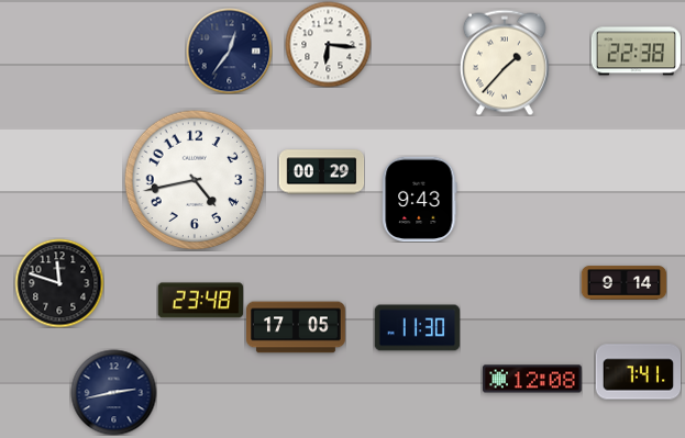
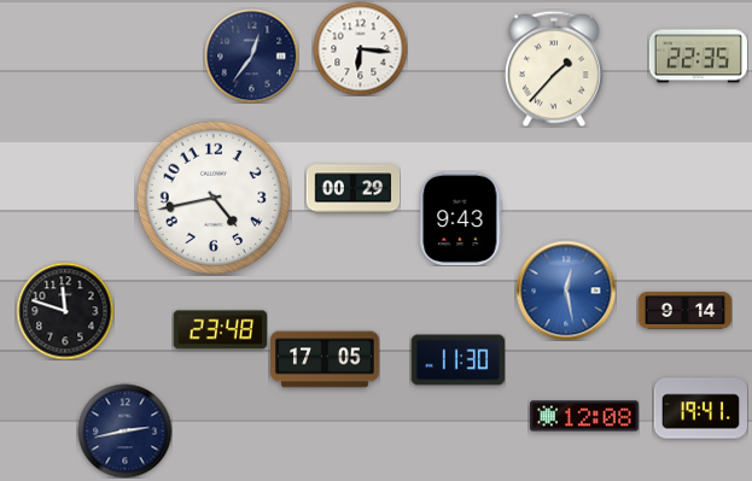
clock at (636, 52): 22:38 -> 22:35
clock at (566, 291): none -> 12:28
clock at (638, 372): 7:41 -> 19:41
